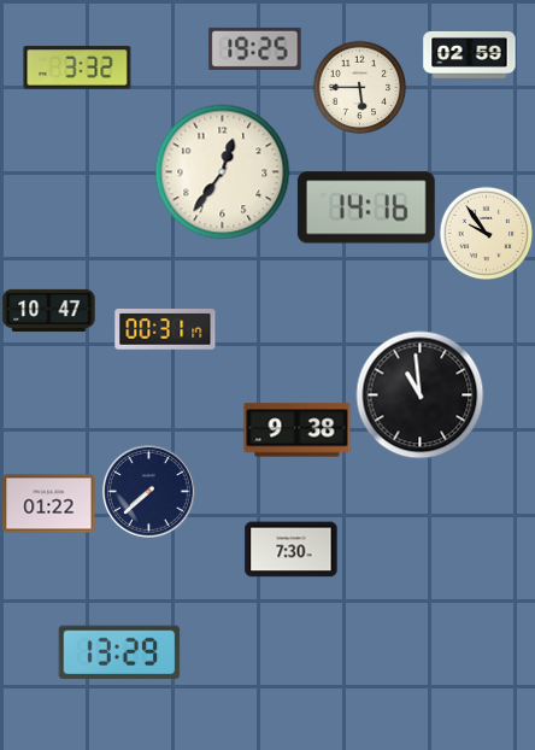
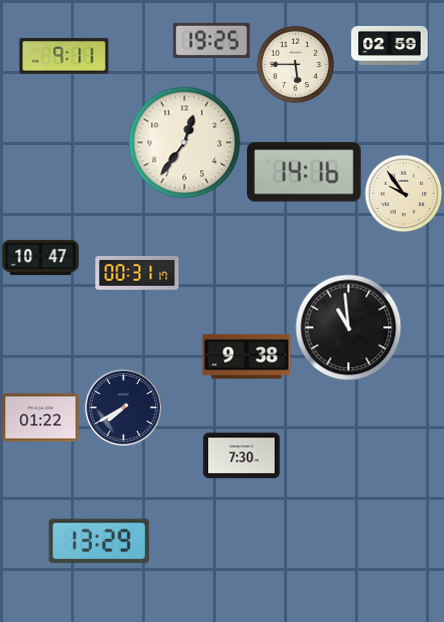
clock at (77, 68): 3:32 -> 9:11
clock at (359, 87) position: (359, 87) -> (295, 64)
clock at (148, 491): 7:38 -> 7:40
